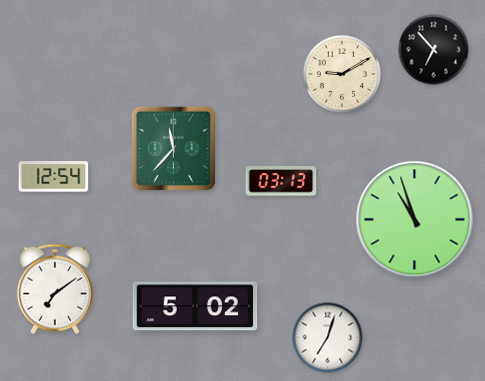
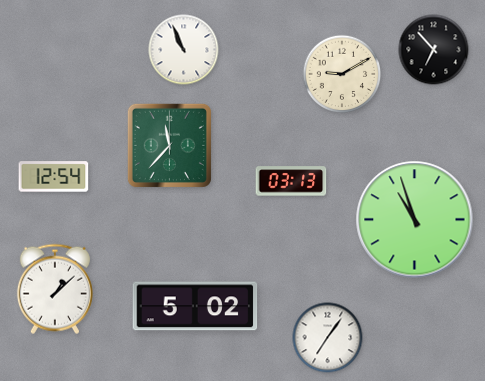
clock at (184, 50): none -> 10:56
clock at (173, 148) position: (173, 148) -> (169, 145)
clock at (281, 181) position: (281, 181) -> (291, 181)
clock at (55, 289): 7:09 -> 1:08
clock at (328, 338): 7:03 -> 7:06
